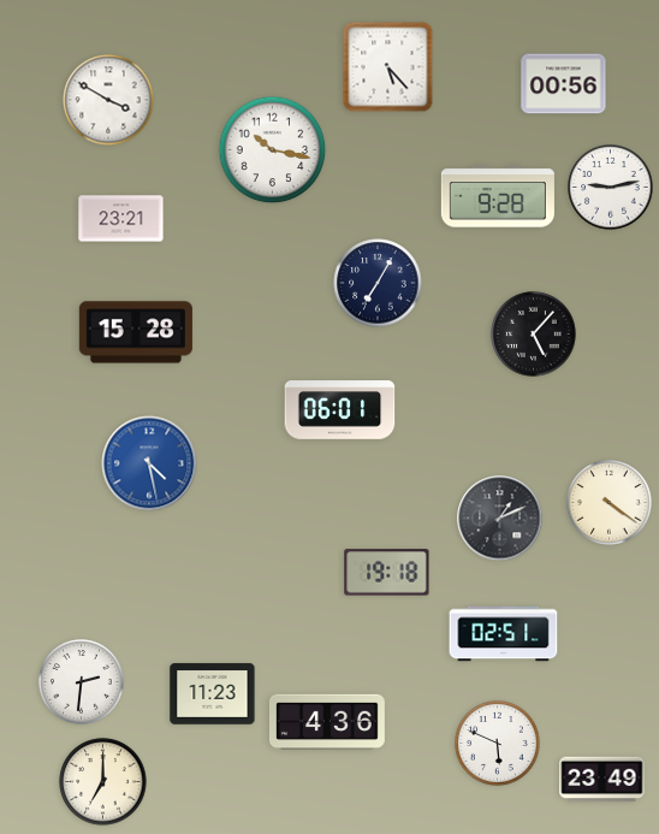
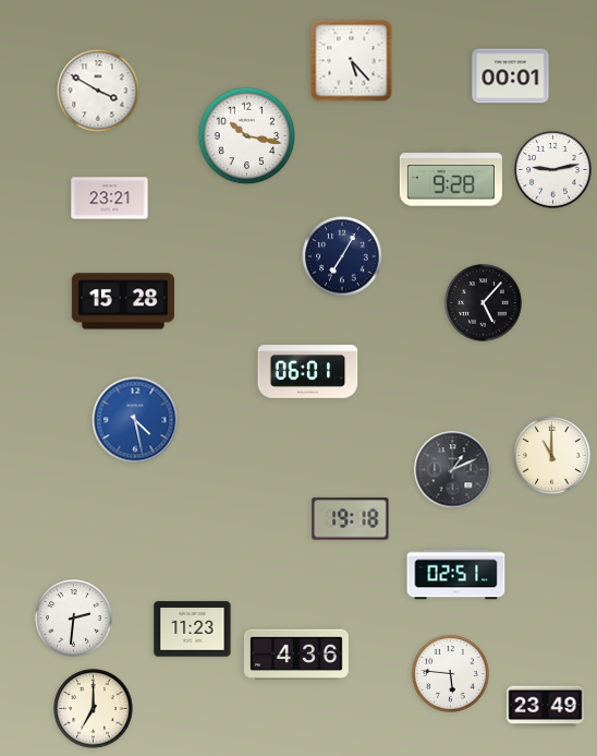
clock at (564, 84): 00:56 -> 00:01
clock at (610, 503): 4:21 -> 11:00
clock at (498, 744): 5:49 -> 5:46
